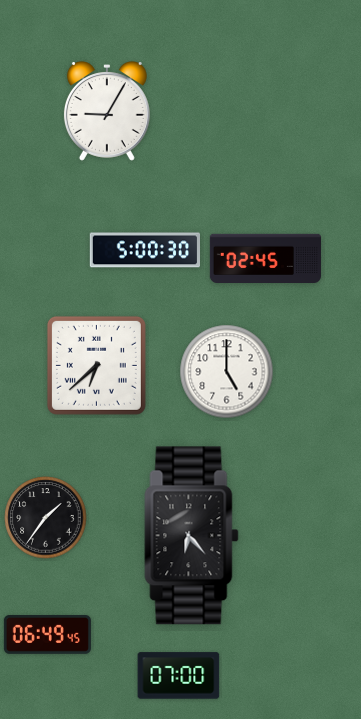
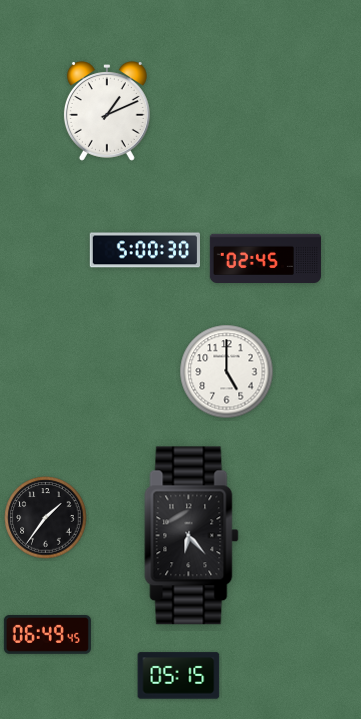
clock at (107, 111): 9:05 -> 1:11
clock at (96, 365): 6:38 -> none
clock at (179, 676): 07:00 -> 05:15
